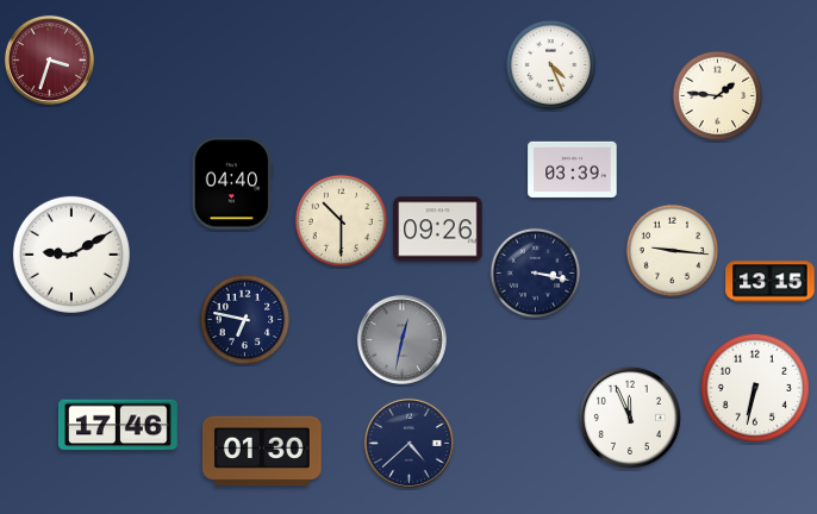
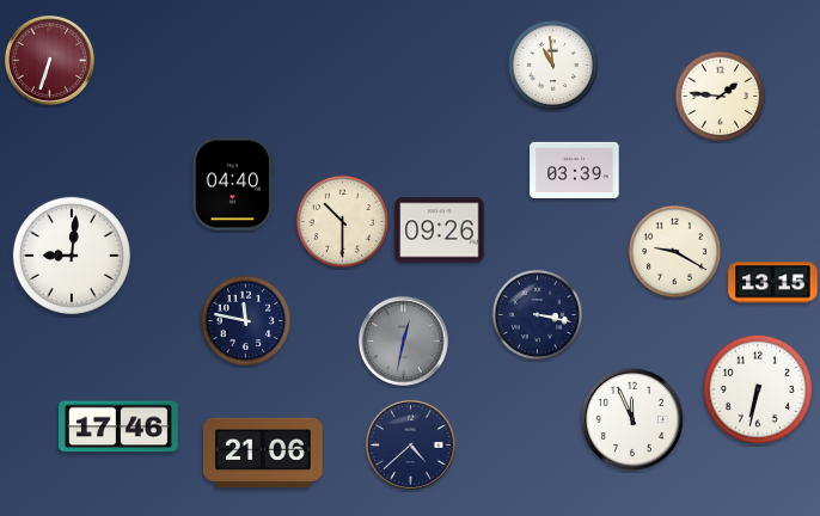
clock at (49, 59): 3:33 -> 6:33
clock at (551, 65): 4:26 -> 10:59
clock at (673, 251): 9:16 -> 9:20
clock at (71, 255): 9:10 -> 9:01
clock at (536, 274) position: (536, 274) -> (538, 315)
clock at (245, 320): 6:47 -> 11:47
clock at (262, 451): 01:30 -> 21:06
